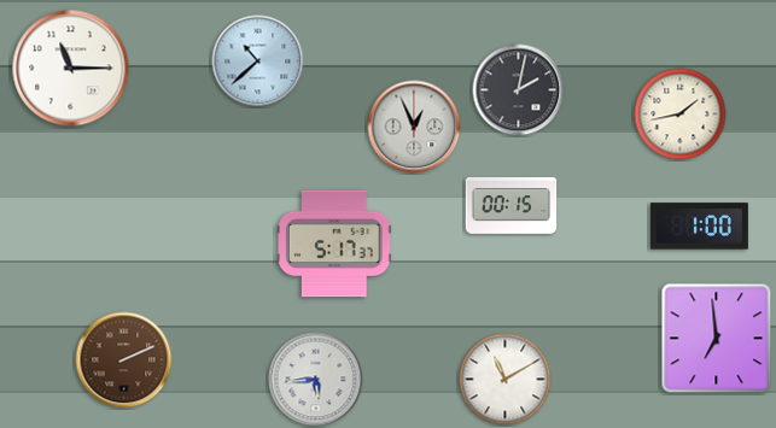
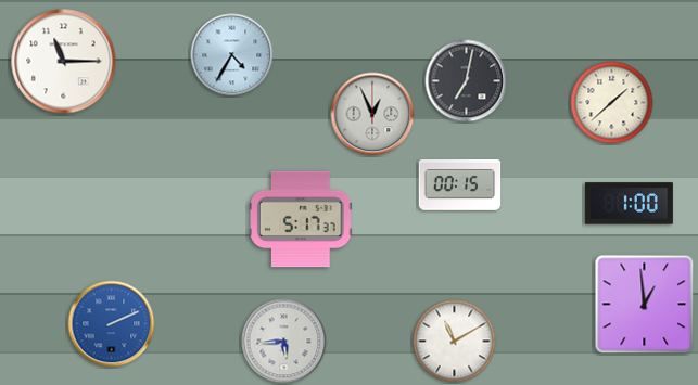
clock at (258, 61): 10:38 -> 4:35
clock at (519, 90): 2:02 -> 7:02
clock at (681, 115): 1:43 -> 1:38
clock at (717, 339): 6:59 -> 12:59
clock at (124, 360) dial: brown -> blue
